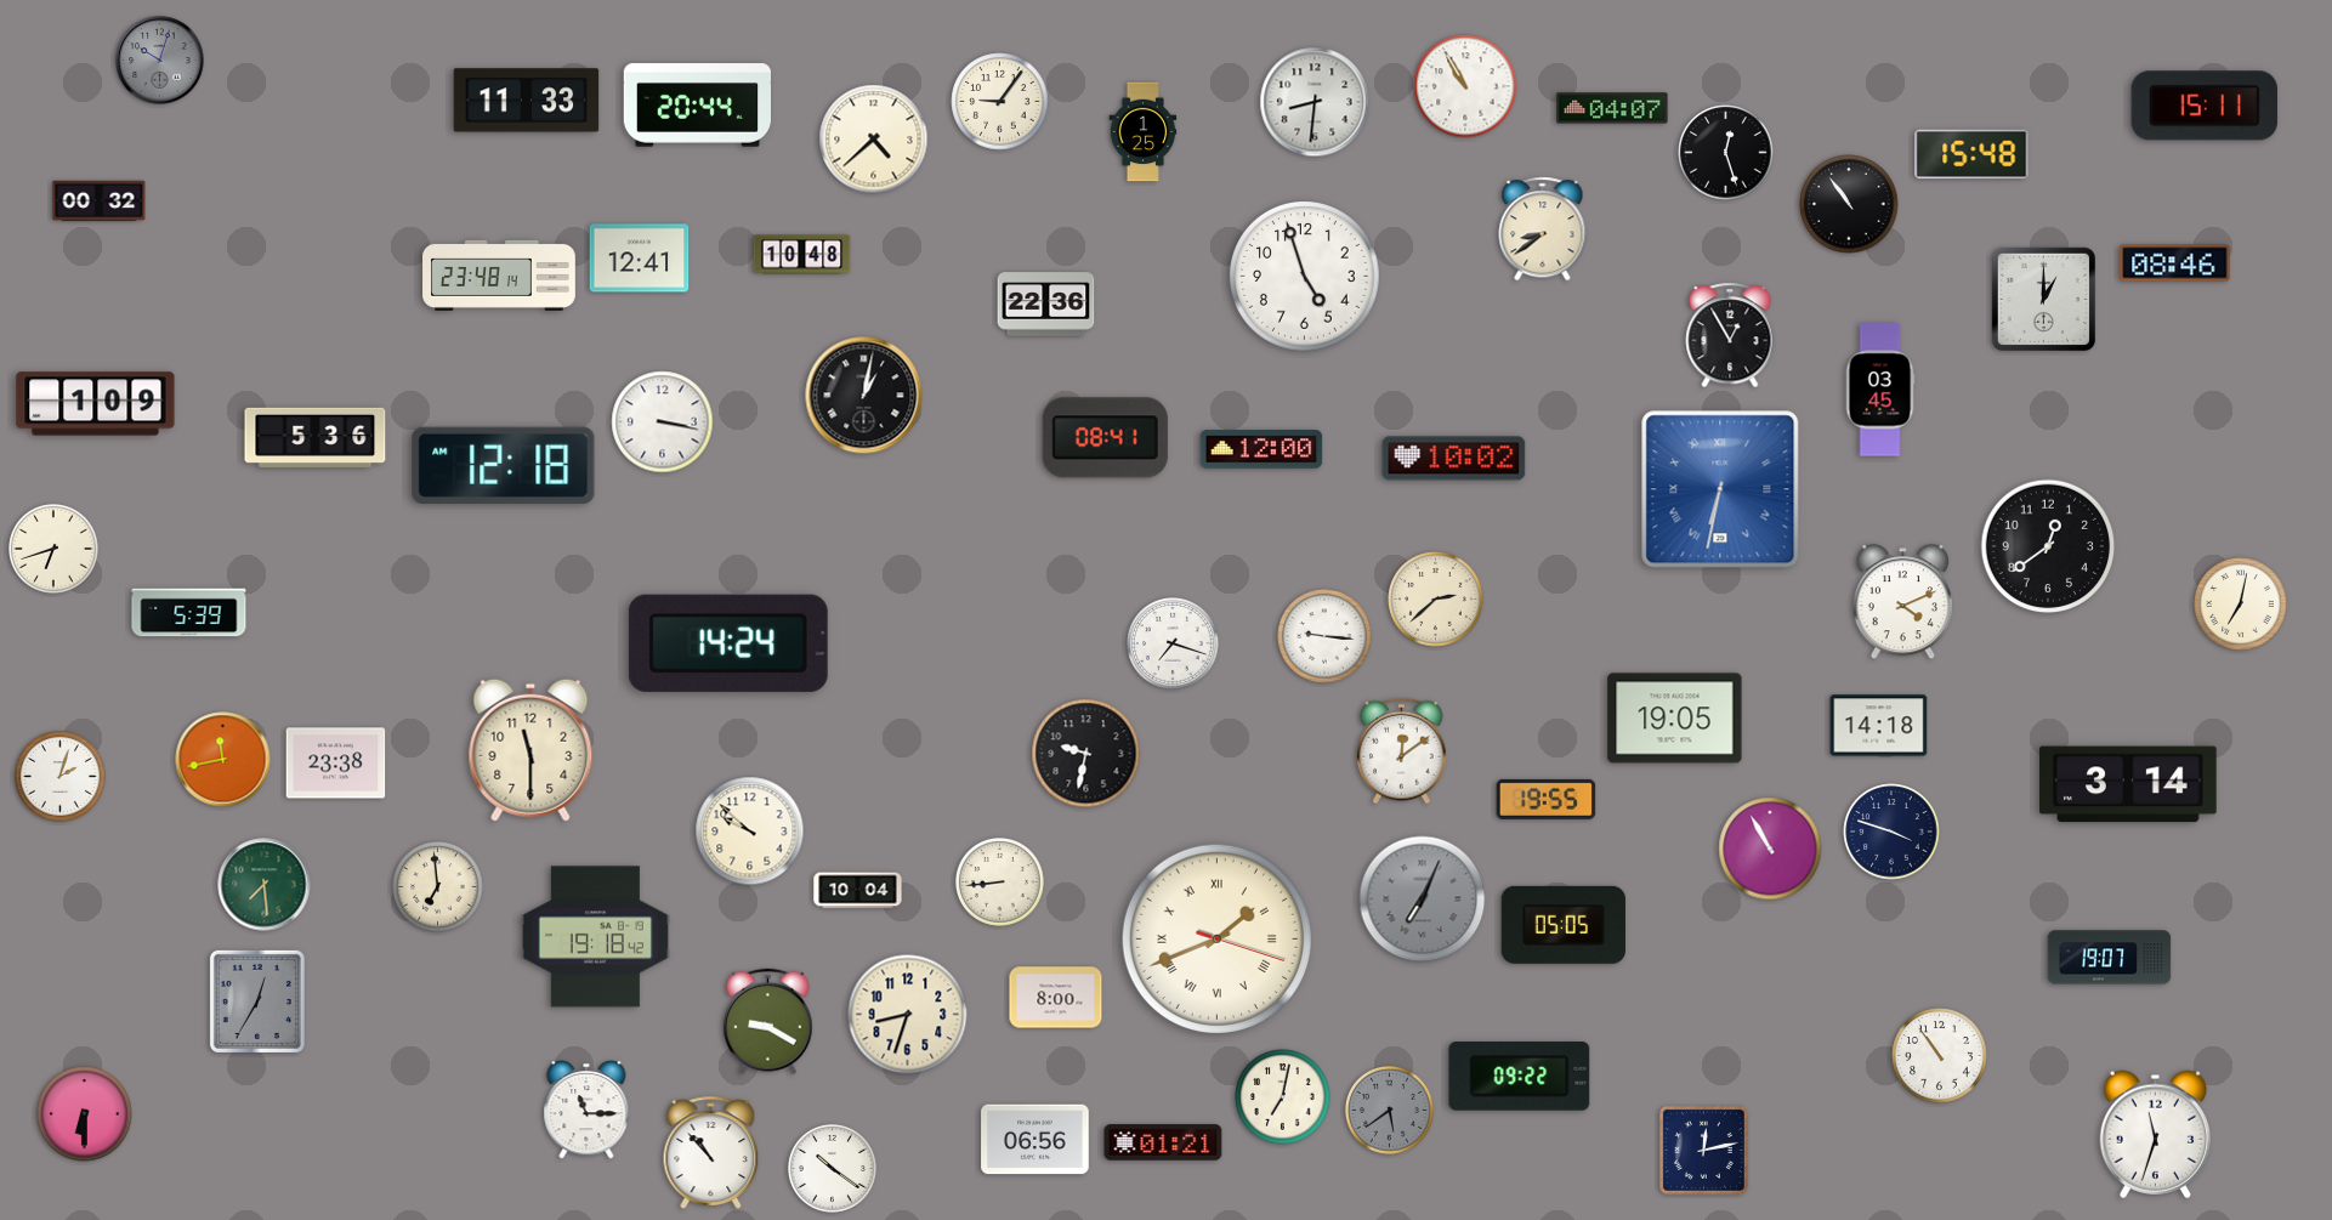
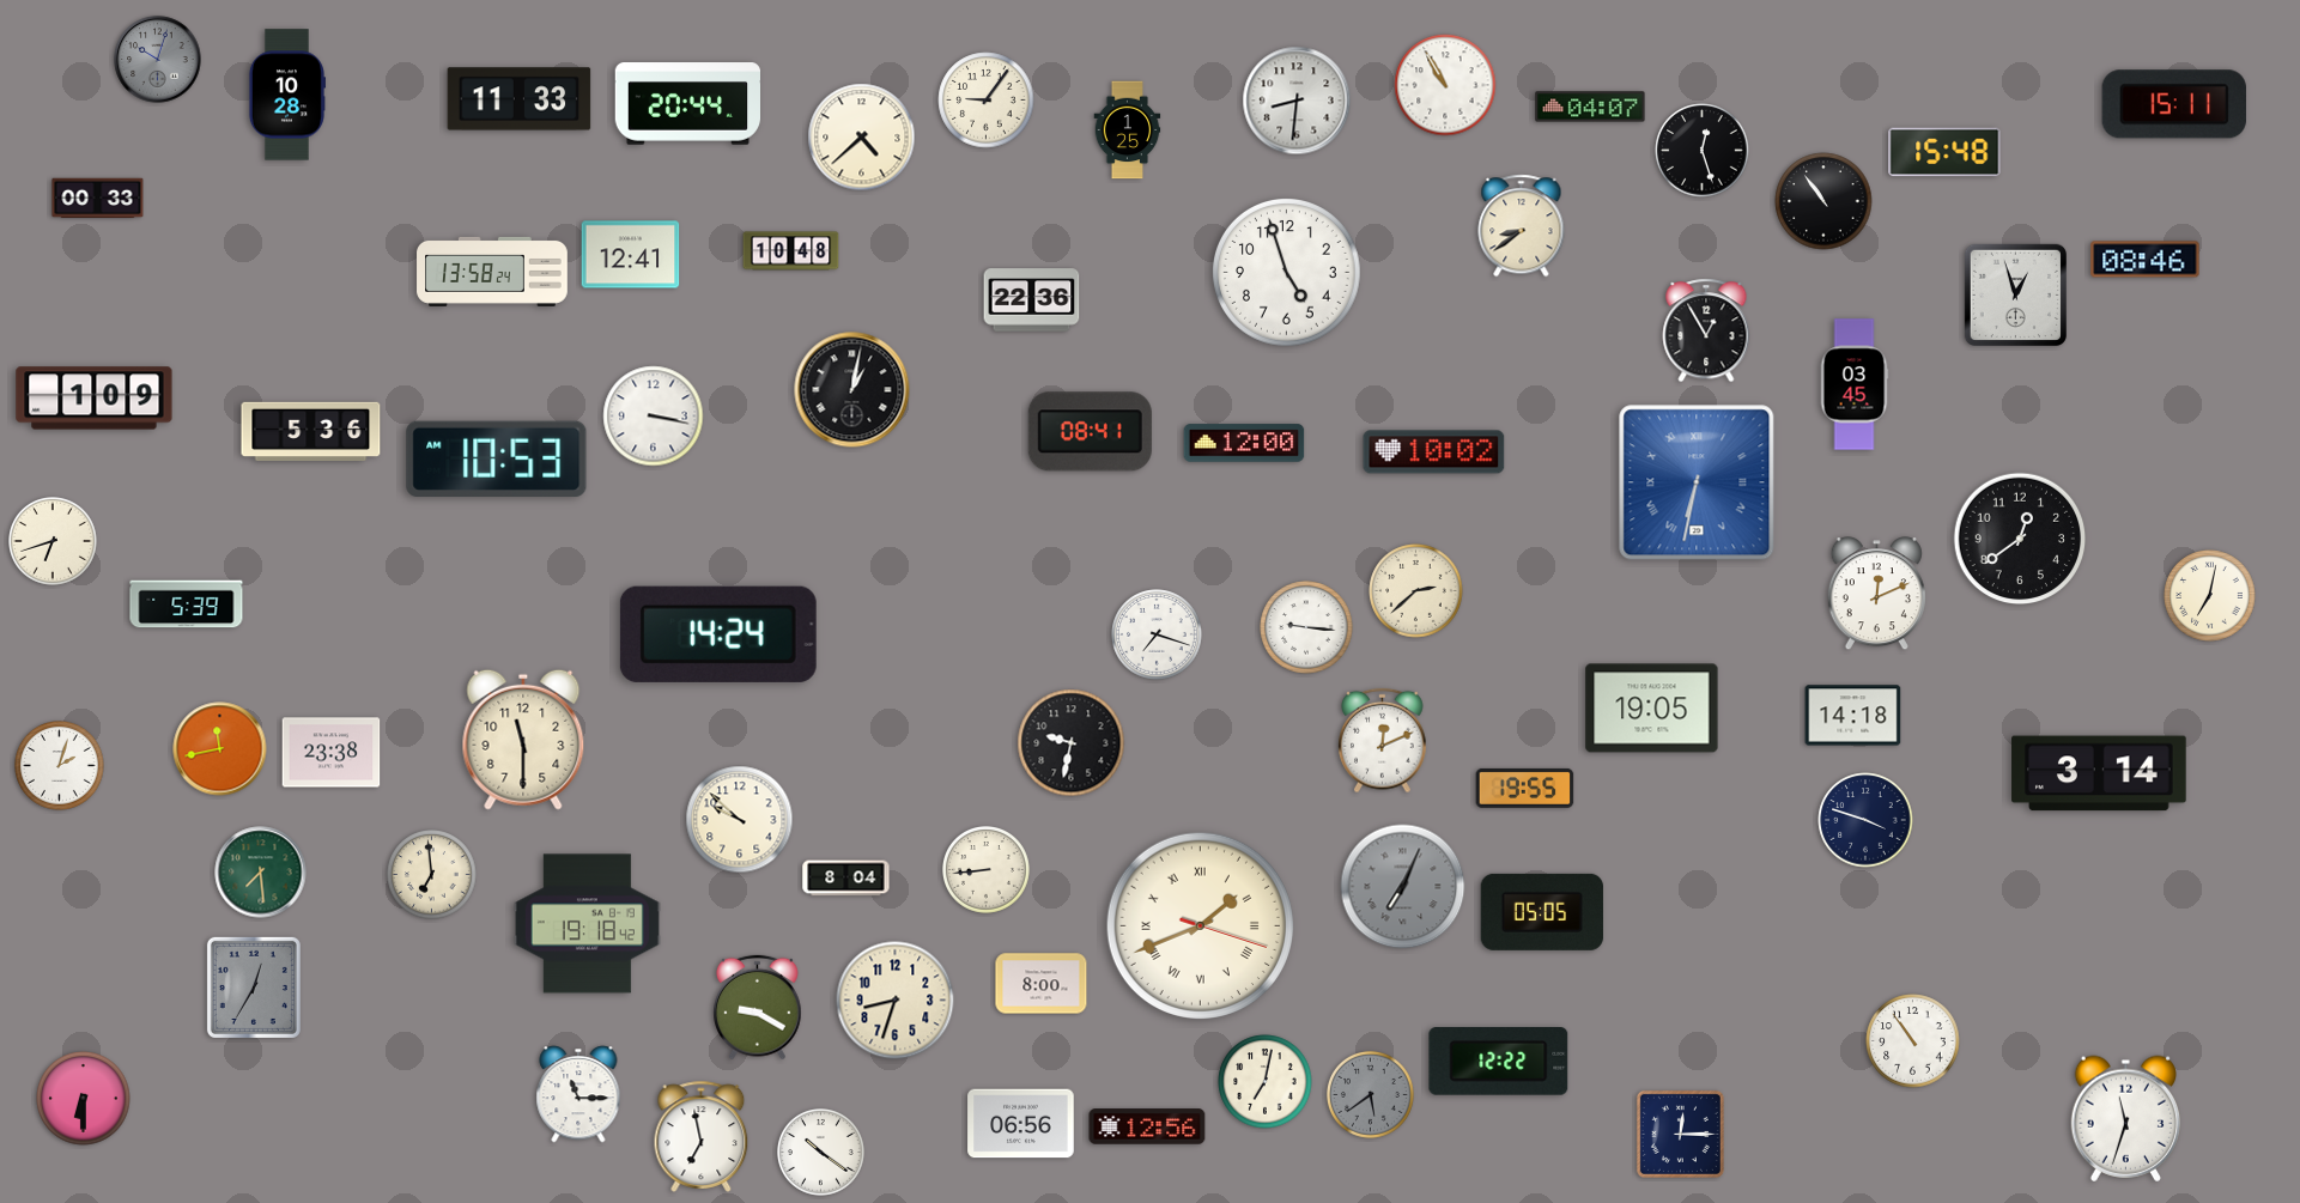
clock at (286, 95): none -> 10:28
clock at (100, 202): 00:32 -> 00:33
clock at (499, 276): 23:48 -> 13:58
clock at (2043, 299): 1:00 -> 12:57
clock at (504, 465): 12:18 -> 10:53
clock at (1902, 602): 4:11 -> 12:11
clock at (1402, 751): 12:09 -> 12:11
clock at (1770, 849): 10:55 -> none
clock at (858, 891): 10:04 -> 8:04
clock at (2110, 958): 19:07 -> none
clock at (1520, 1077): 09:22 -> 12:22
clock at (1163, 1142): 01:21 -> 12:56
clock at (1703, 1150): 12:13 -> 12:15
clock at (711, 1152): 10:53 -> 6:58
